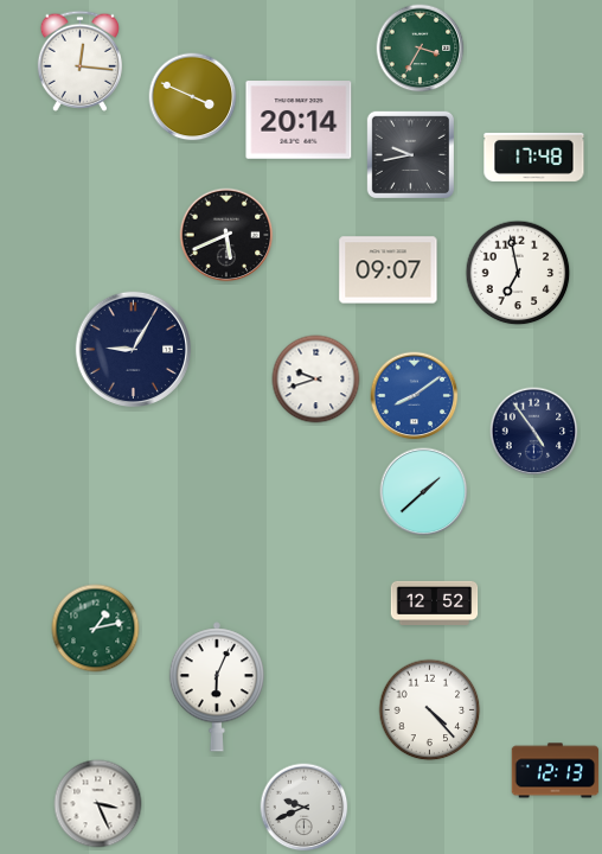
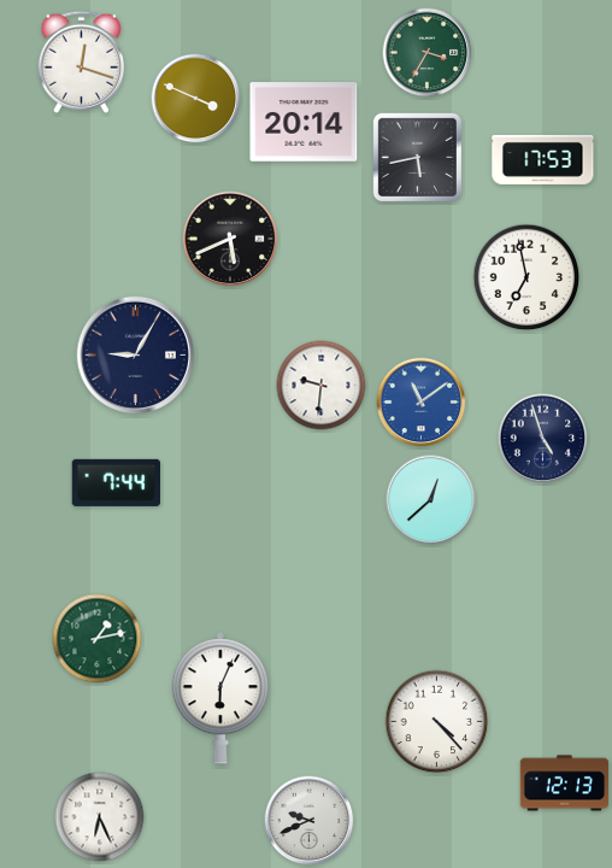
clock at (421, 49) position: (421, 49) -> (428, 53)
clock at (79, 60): 12:16 -> 12:18
clock at (410, 154): 9:43 -> 5:43
clock at (534, 157): 17:48 -> 17:53
clock at (389, 270): 09:07 -> none
clock at (316, 380): 9:42 -> 9:31
clock at (415, 396): 8:09 -> 11:09
clock at (534, 432): 4:54 -> 4:57
clock at (116, 482): none -> 7:44
clock at (424, 492): 1:38 -> 12:38
clock at (435, 603): 12:52 -> none
clock at (98, 804): 3:26 -> 6:26
